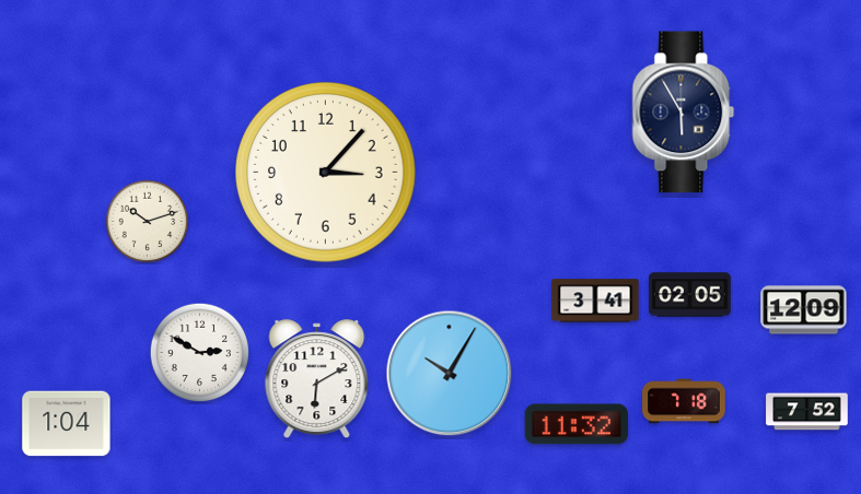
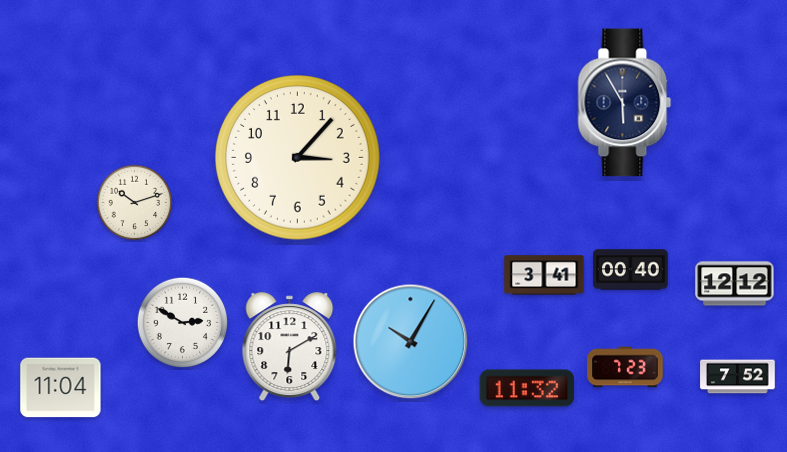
clock at (690, 295): 02:05 -> 00:40
clock at (804, 310): 12:09 -> 12:12
clock at (684, 401): 7:18 -> 7:23
clock at (67, 424): 1:04 -> 11:04
